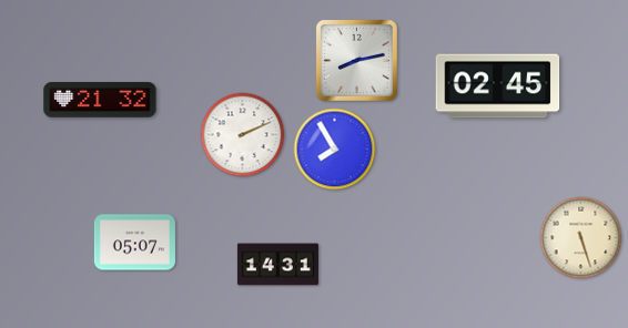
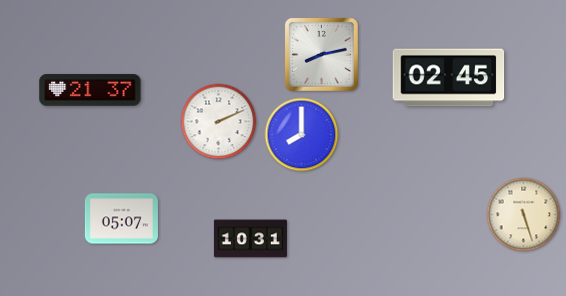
clock at (100, 100): 21:32 -> 21:37
clock at (335, 150): 7:55 -> 8:00
clock at (277, 265): 14:31 -> 10:31
